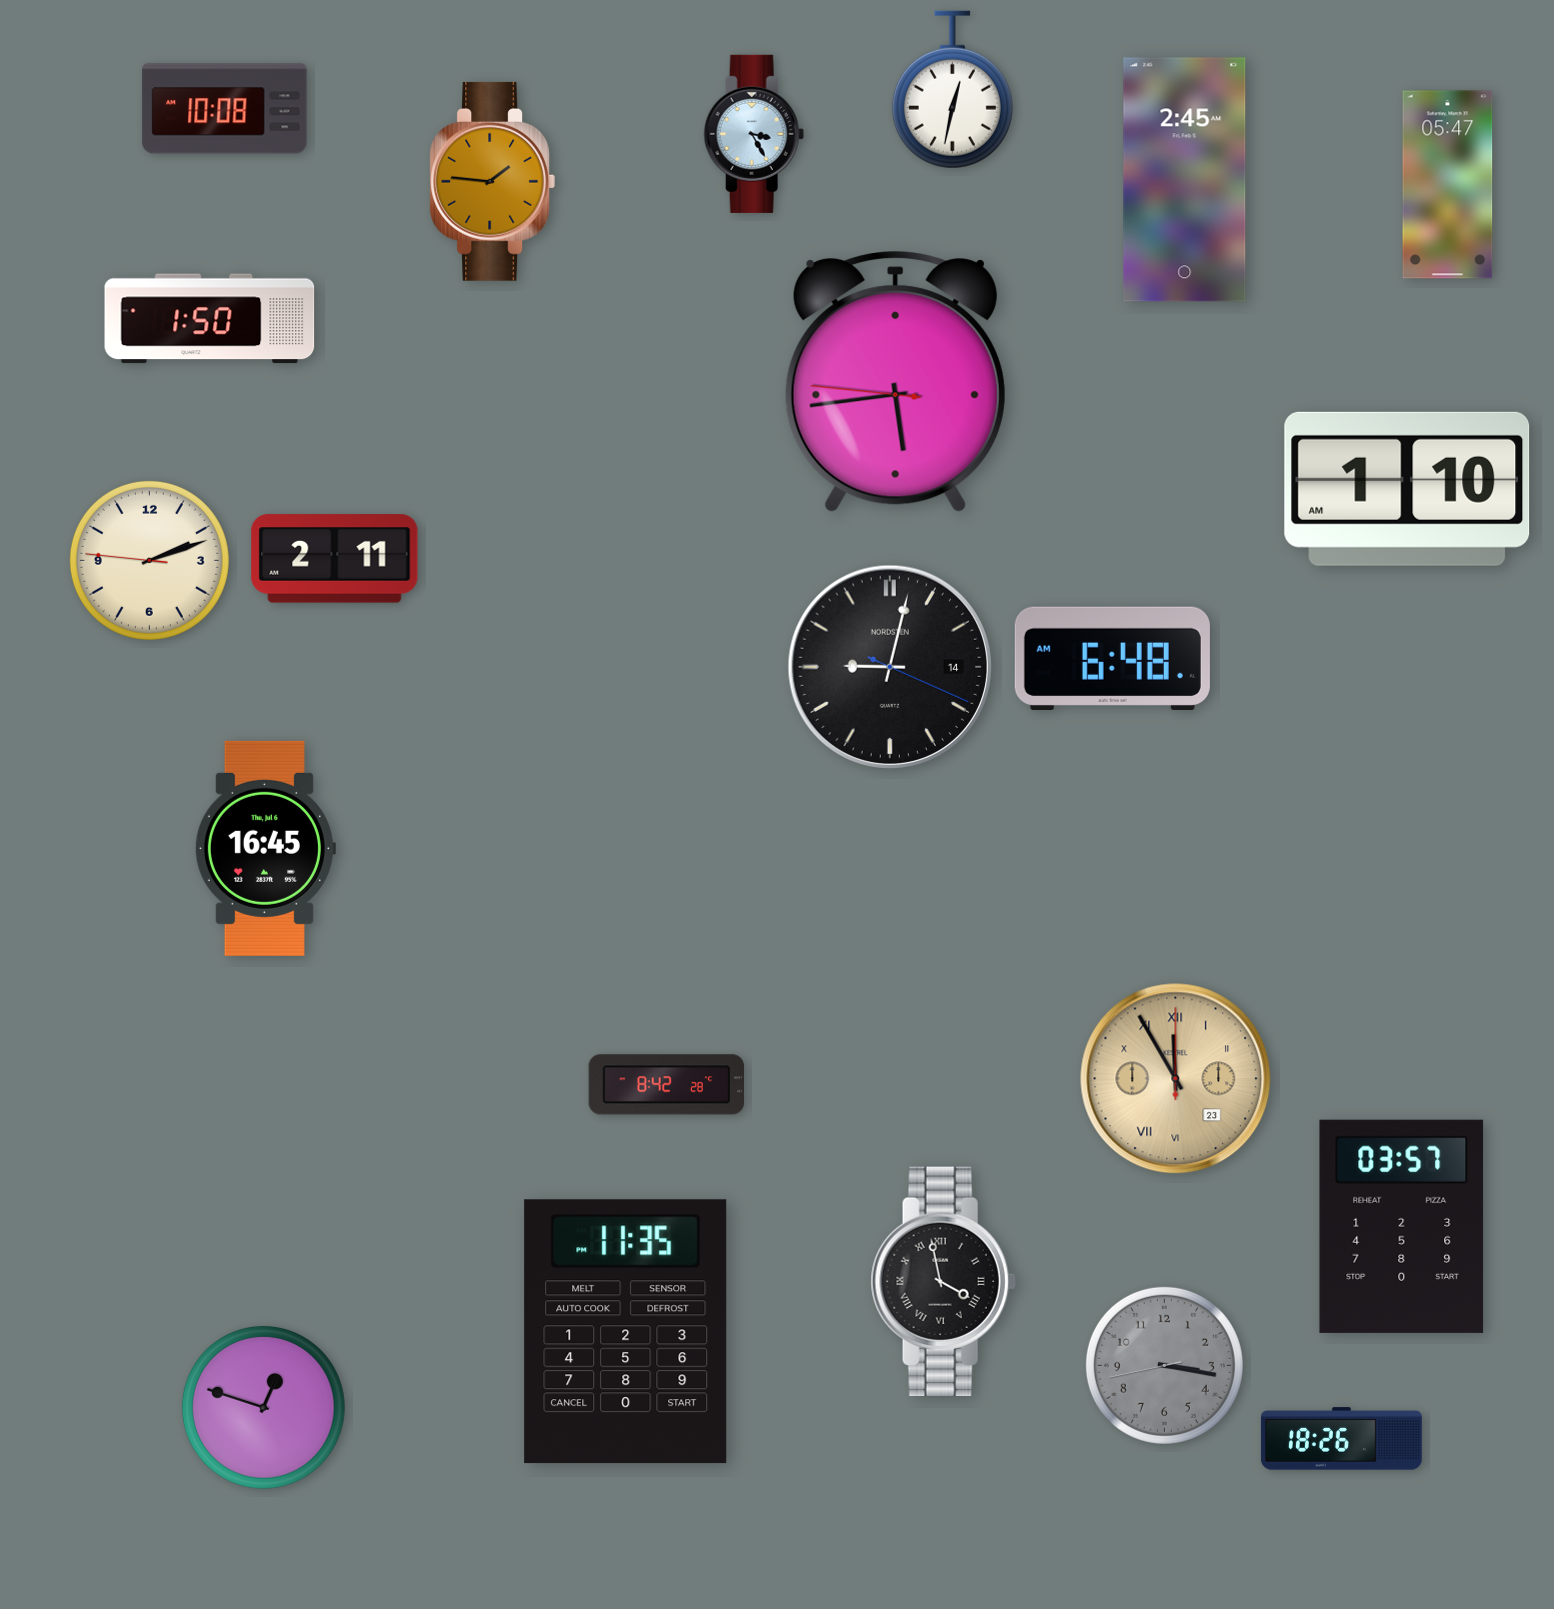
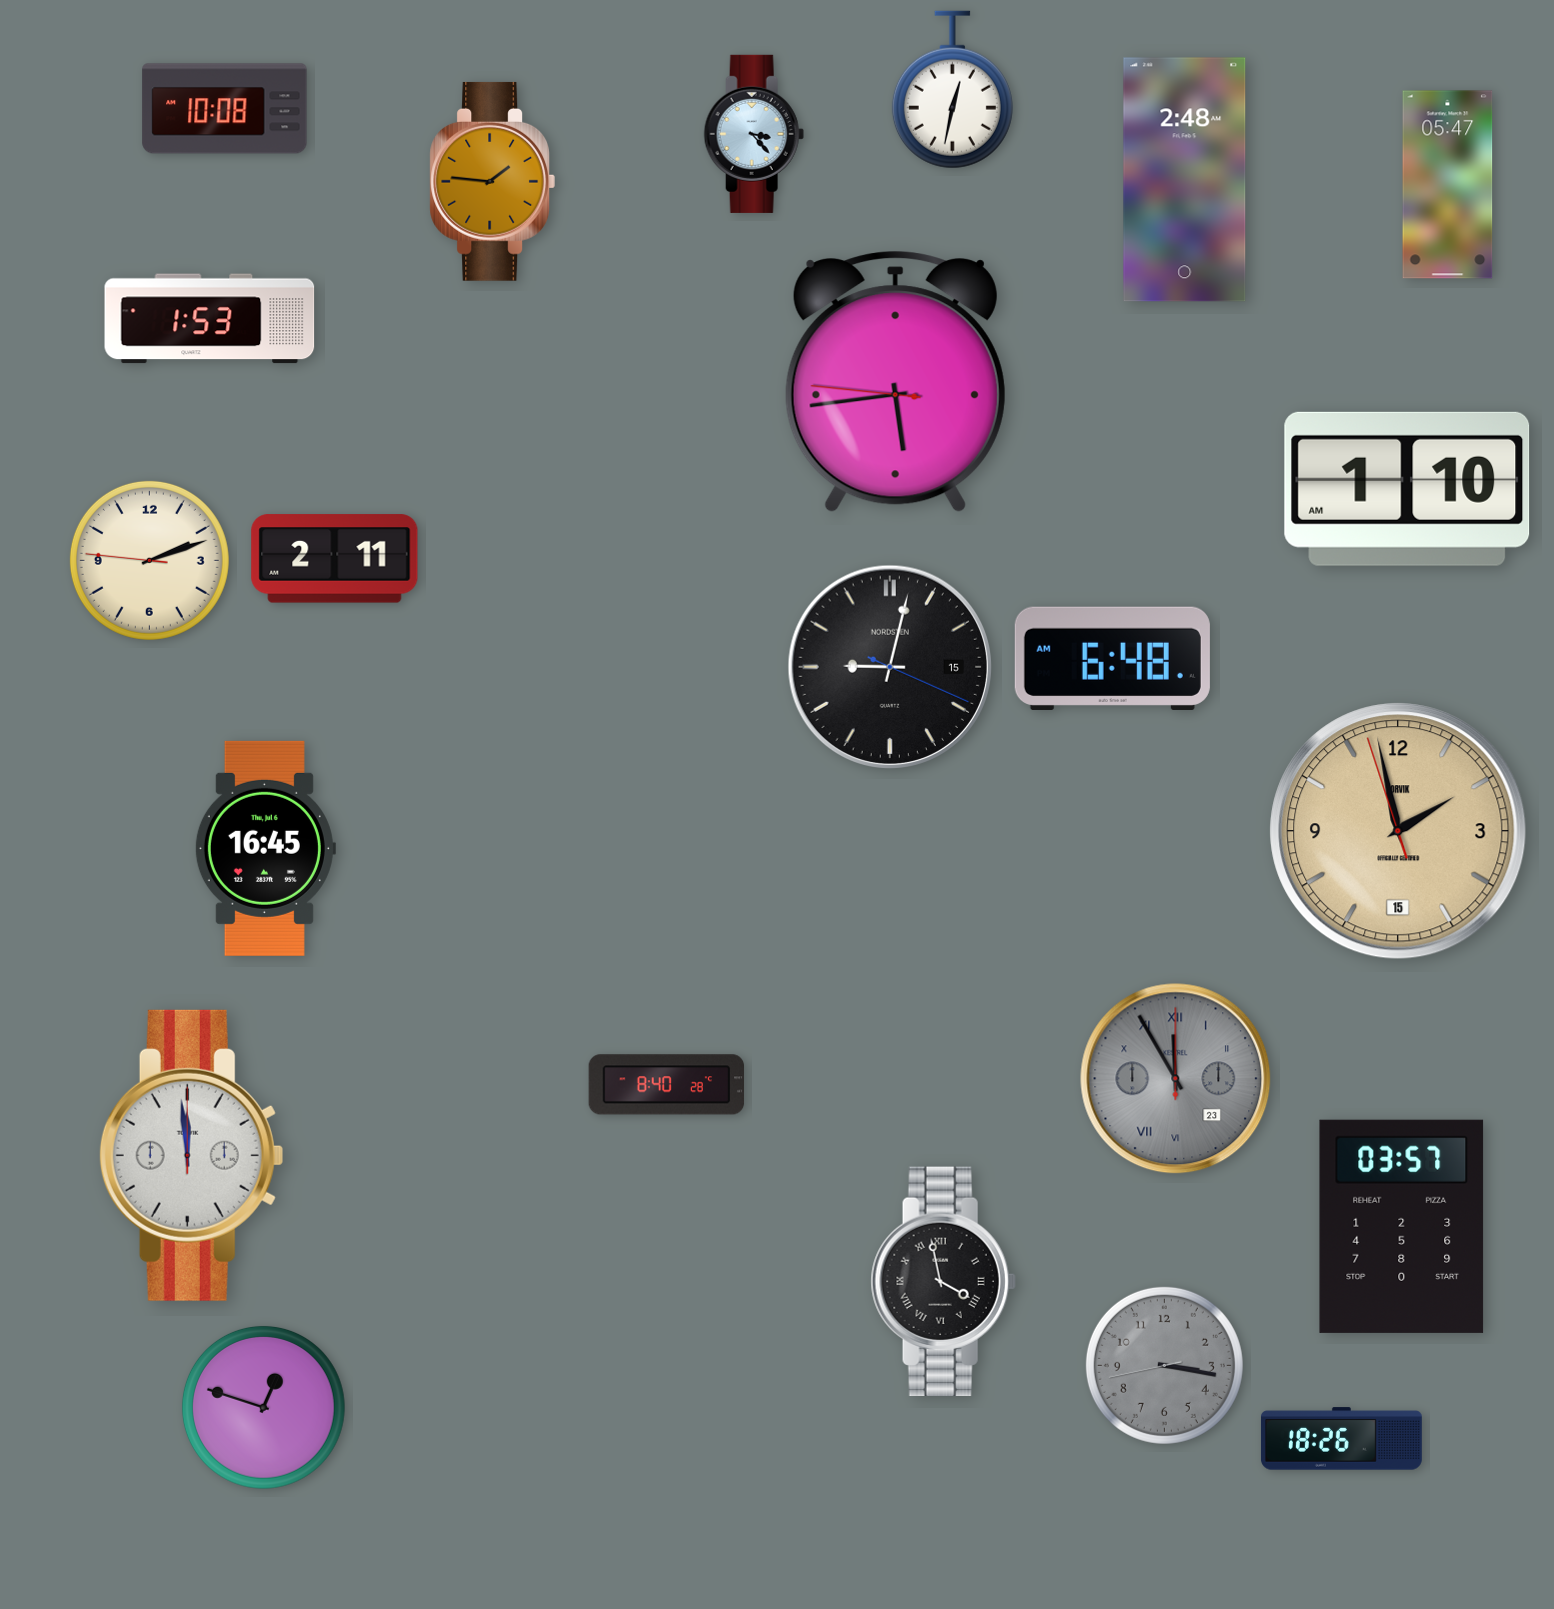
clock at (754, 134): 3:25 -> 3:23
clock at (1185, 180): 2:45 -> 2:48
clock at (210, 319): 1:50 -> 1:53
clock at (890, 667) date: 14 -> 15
clock at (1398, 831): none -> 1:57
clock at (1176, 1079) dial: champagne -> grey
clock at (667, 1085): 8:42 -> 8:40
clock at (191, 1155): none -> 11:59
clock at (626, 1332): 11:35 -> none
